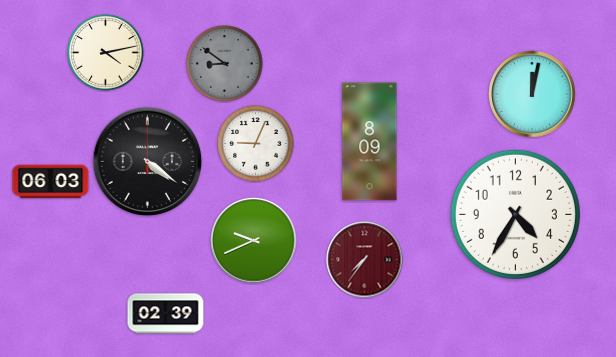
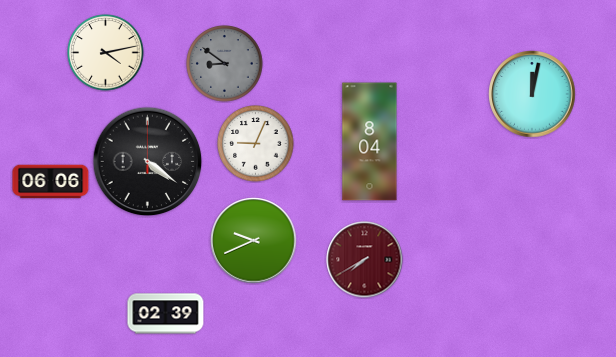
clock at (370, 142): 8:09 -> 8:04
clock at (51, 182): 06:03 -> 06:06
clock at (515, 214): 4:35 -> none
clock at (365, 260): 7:36 -> 7:40
